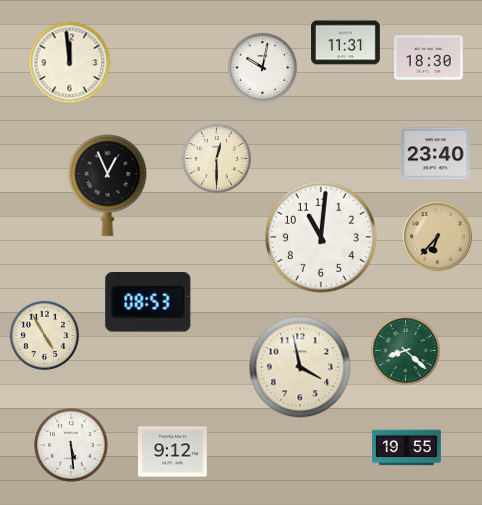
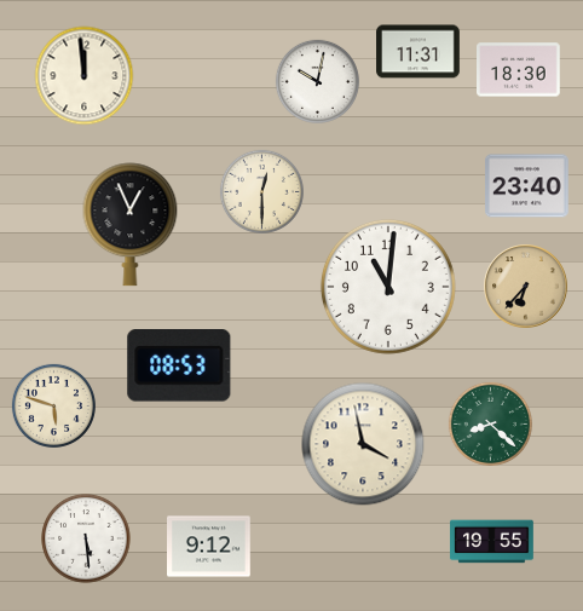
clock at (438, 237) position: (438, 237) -> (526, 287)
clock at (44, 335): 4:55 -> 5:48
